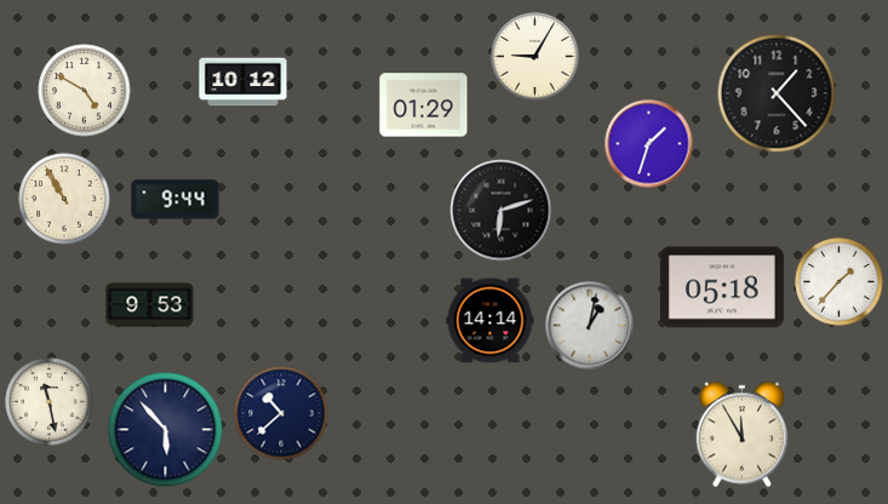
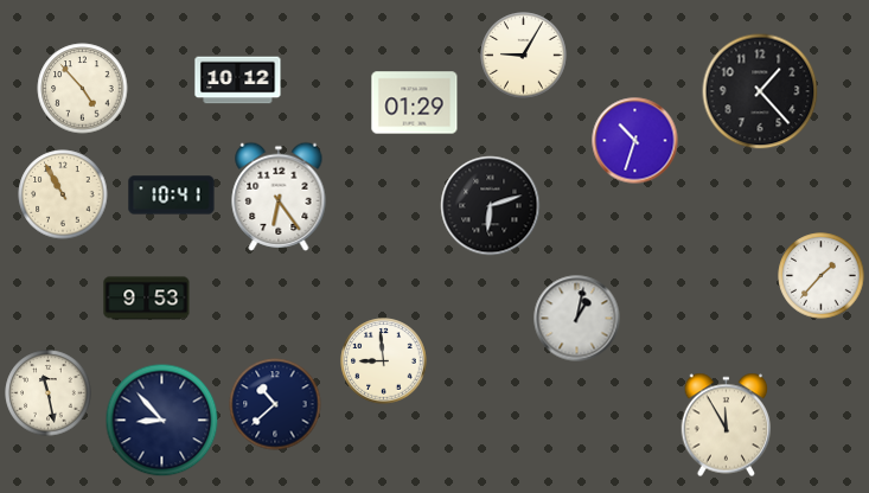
clock at (85, 91): 4:50 -> 4:53
clock at (649, 144): 1:33 -> 10:33
clock at (176, 200): 9:44 -> 10:41
clock at (279, 197): none -> 6:24
clock at (722, 287): 05:18 -> none
clock at (491, 321): 14:14 -> none
clock at (384, 361): none -> 8:59
clock at (166, 430): 5:53 -> 8:53
